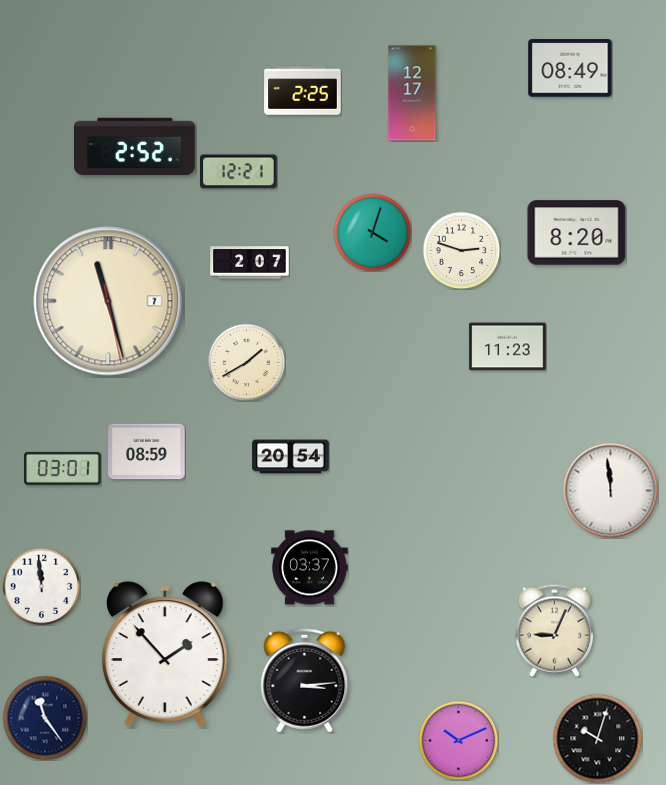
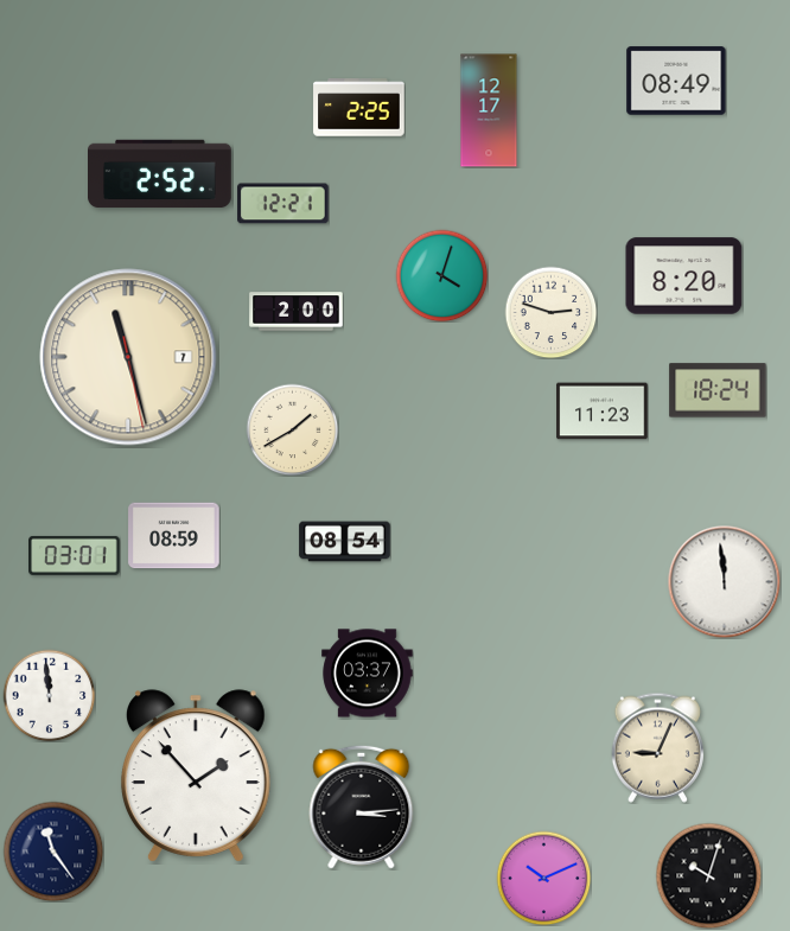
clock at (461, 250) position: (461, 250) -> (550, 312)
clock at (250, 263): 2:07 -> 2:00
clock at (718, 390): none -> 18:24
clock at (291, 457): 20:54 -> 08:54
